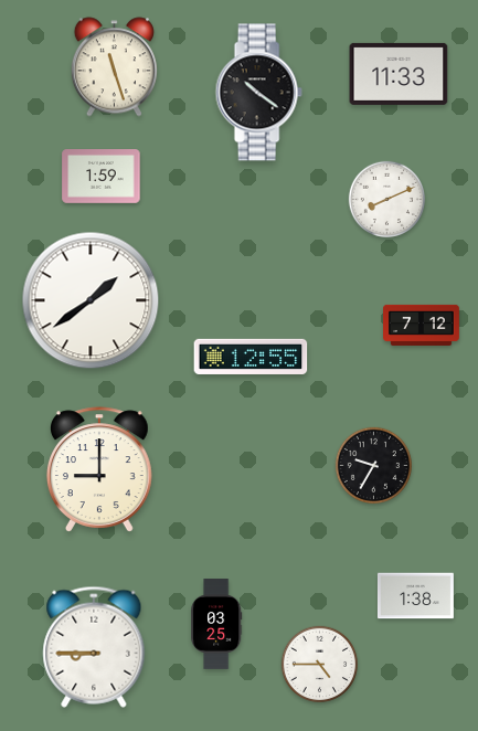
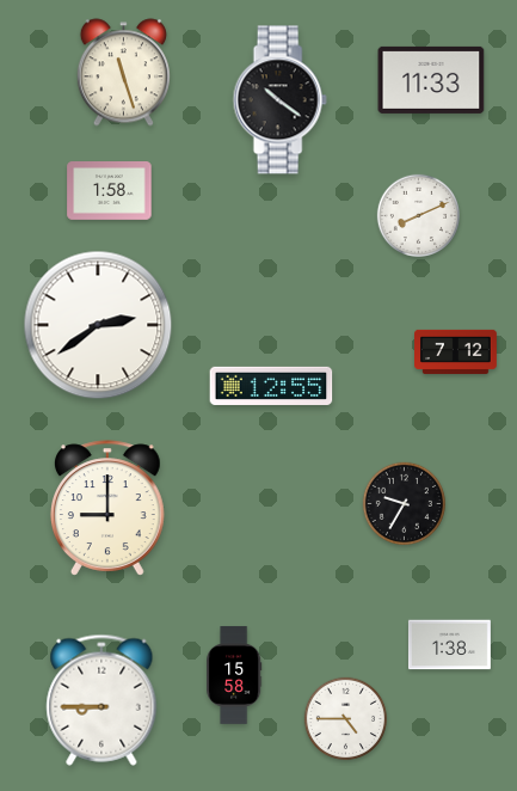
clock at (102, 177): 1:59 -> 1:58
clock at (91, 300): 1:39 -> 2:39
clock at (216, 624): 03:25 -> 15:58
